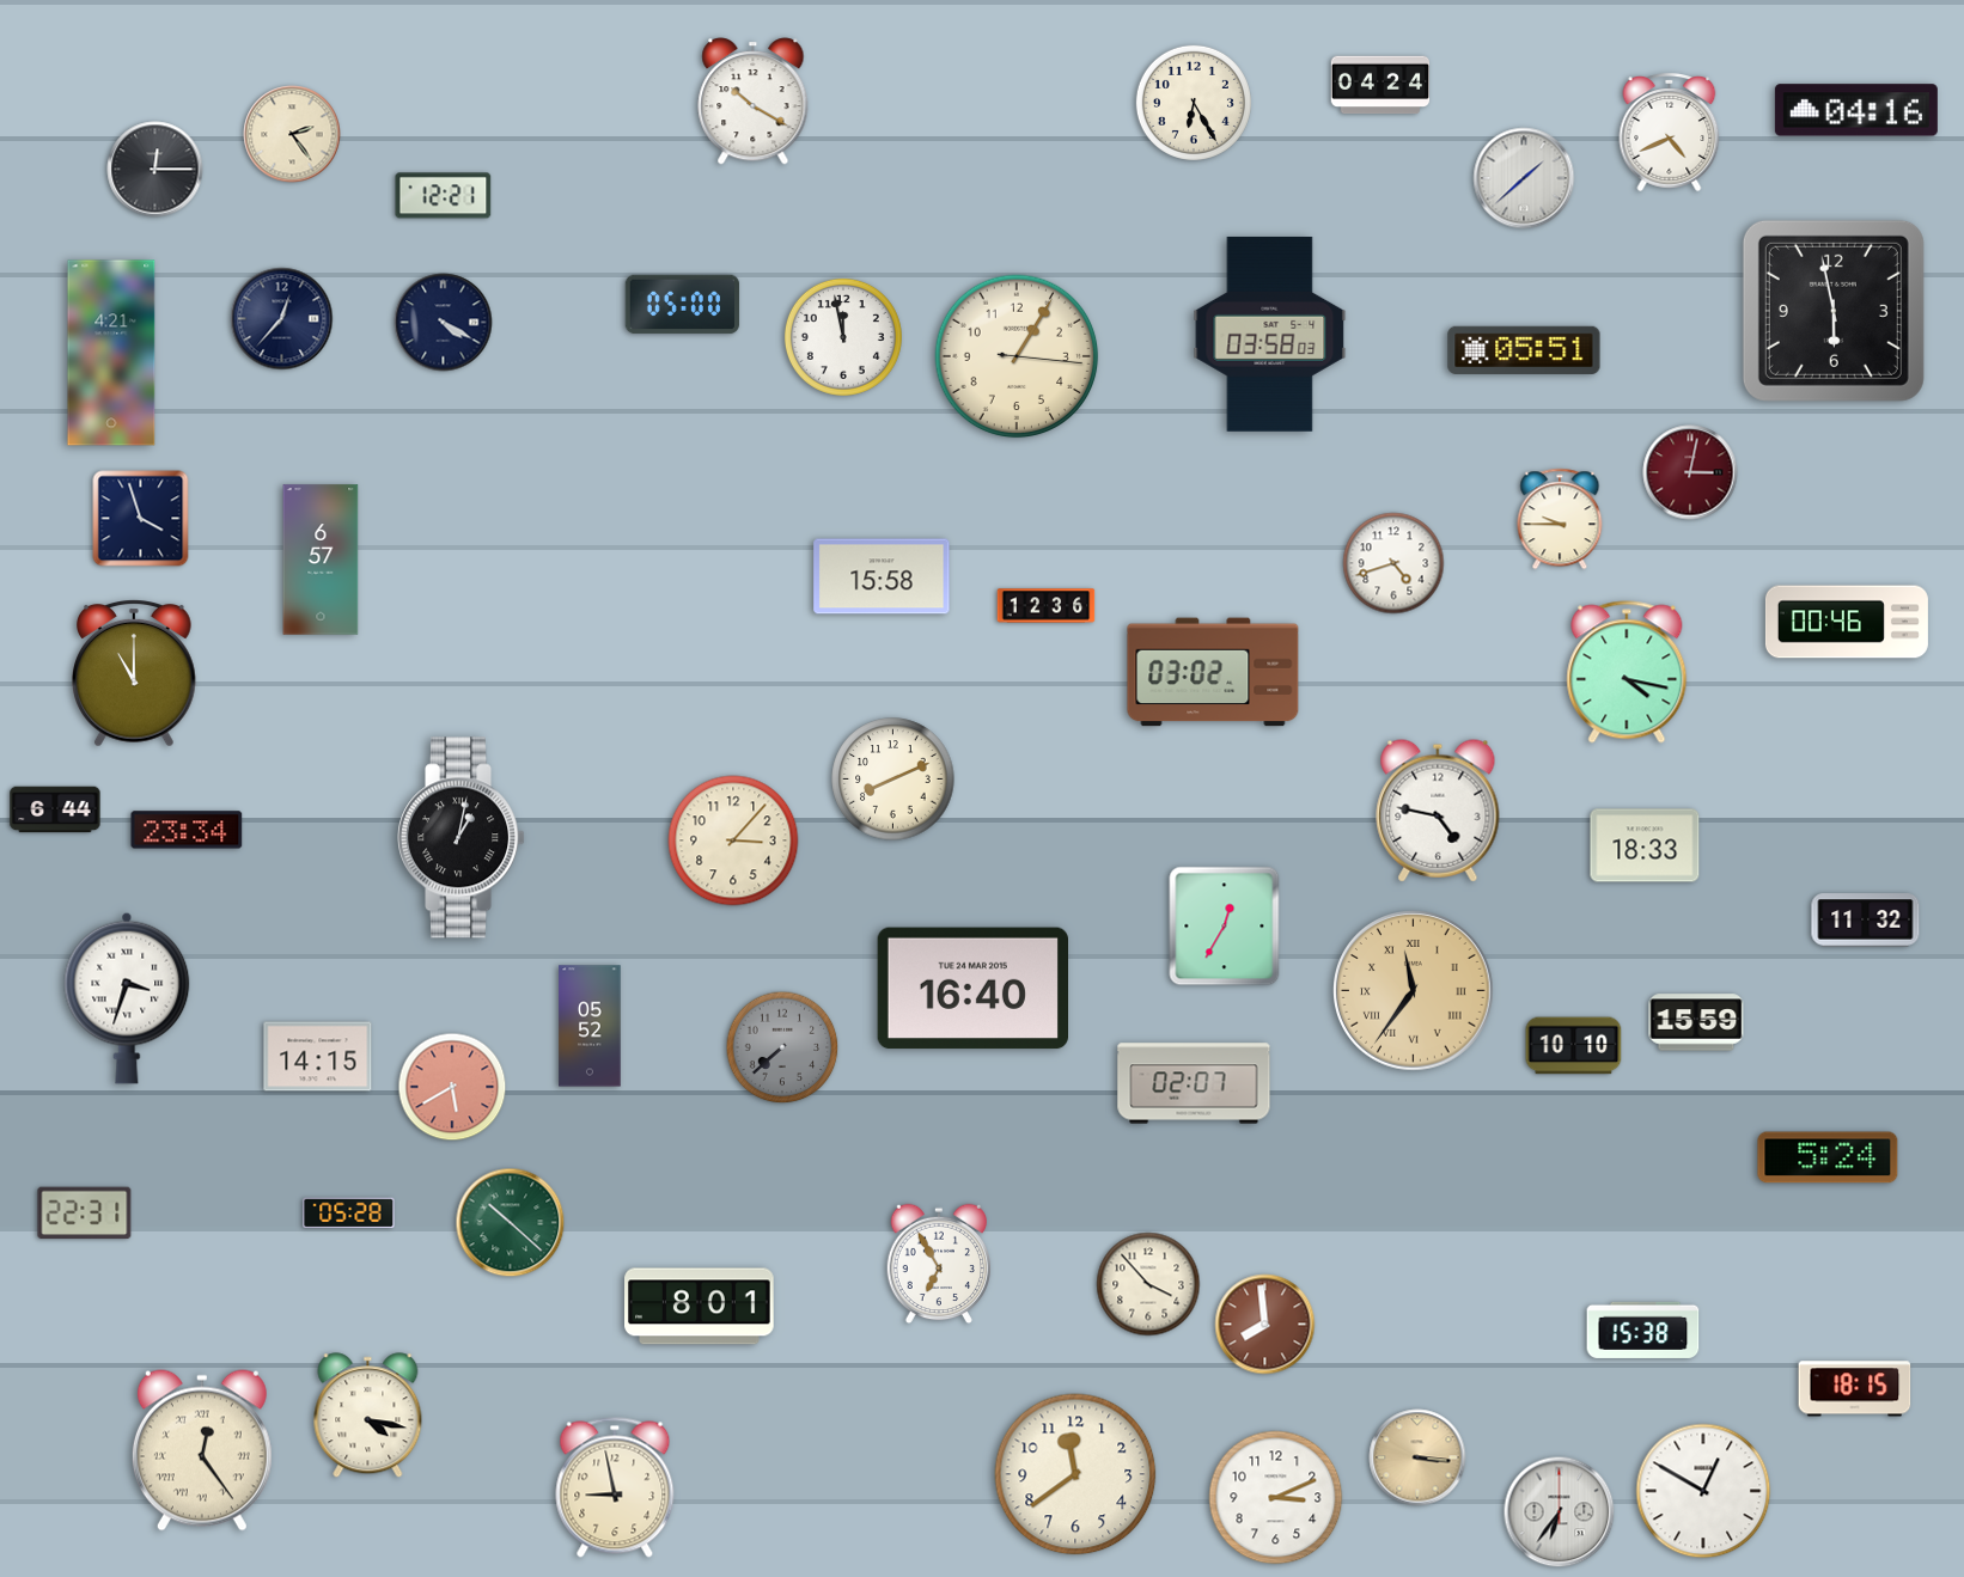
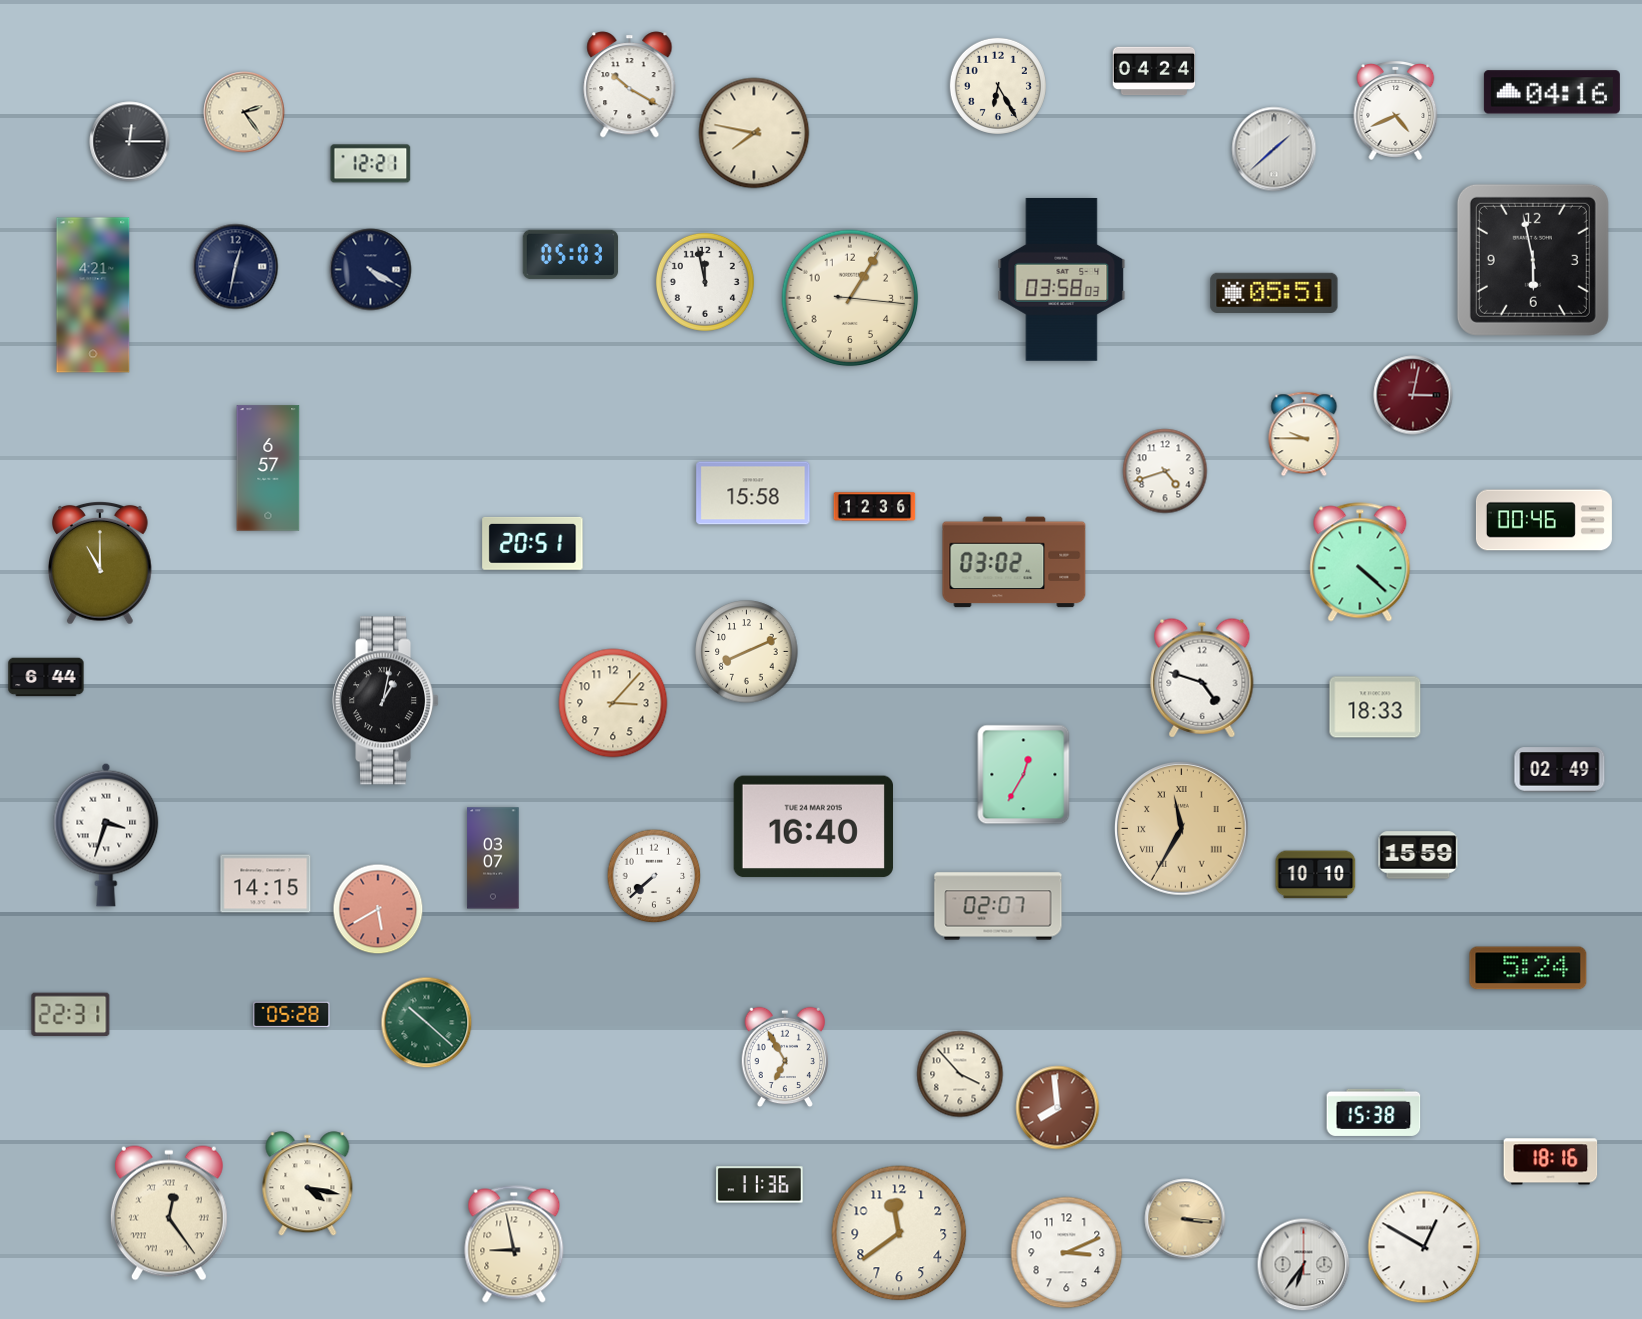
clock at (754, 133): none -> 7:47
clock at (683, 305): 05:00 -> 05:03
clock at (282, 319): 12:37 -> 12:32
clock at (141, 519): 3:57 -> none
clock at (882, 576) position: (882, 576) -> (753, 493)
clock at (533, 543): none -> 20:51
clock at (1627, 672): 4:17 -> 4:22
clock at (135, 674) position: (135, 674) -> (101, 564)
clock at (1438, 811): 4:47 -> 4:48
clock at (187, 830): 23:34 -> none
clock at (1866, 921): 11:32 -> 02:49
clock at (1414, 991): 11:36 -> 11:35
clock at (590, 1026): 05:52 -> 03:07
clock at (782, 1047) dial: grey -> white
clock at (700, 1307): 8:01 -> none
clock at (1855, 1389): 18:15 -> 18:16
clock at (760, 1185): none -> 11:36
